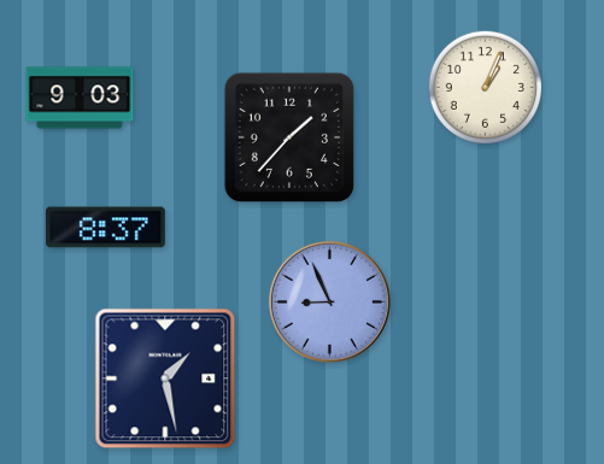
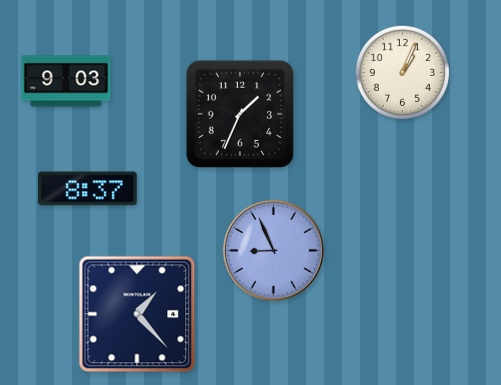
clock at (289, 137): 1:37 -> 1:34
clock at (165, 378): 1:28 -> 1:23
